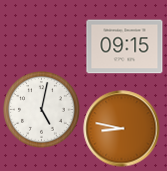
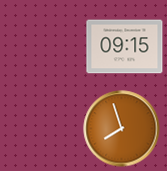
clock at (42, 110): 5:02 -> none
clock at (122, 129): 8:47 -> 7:57
